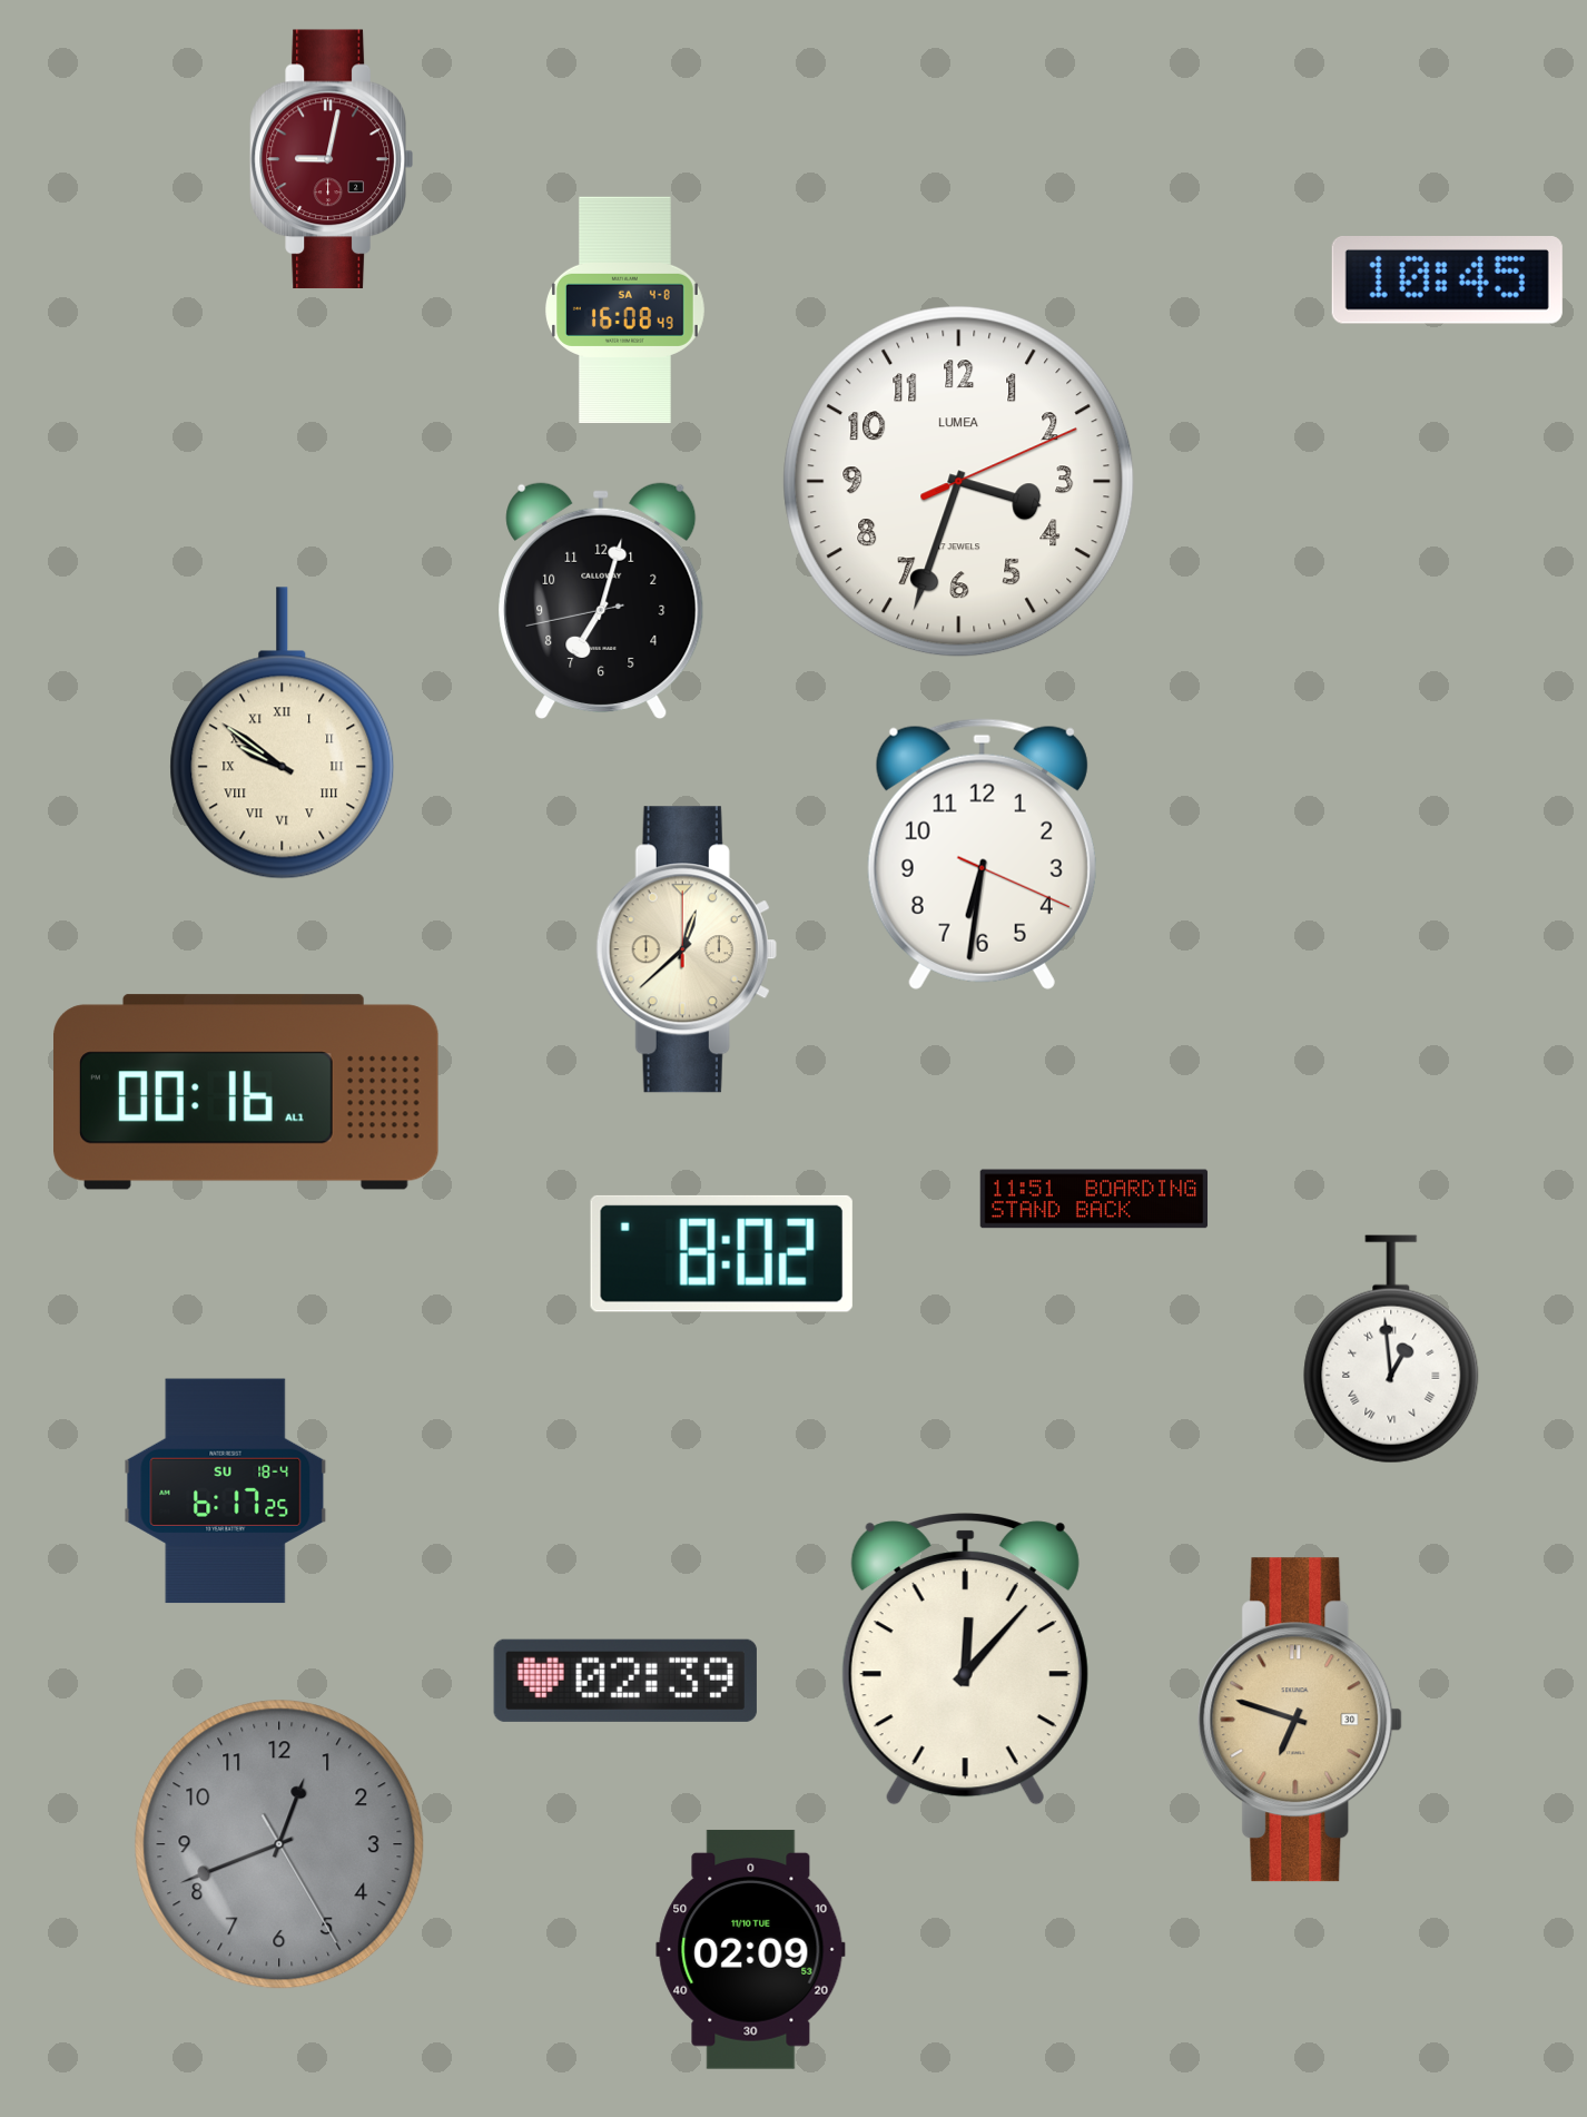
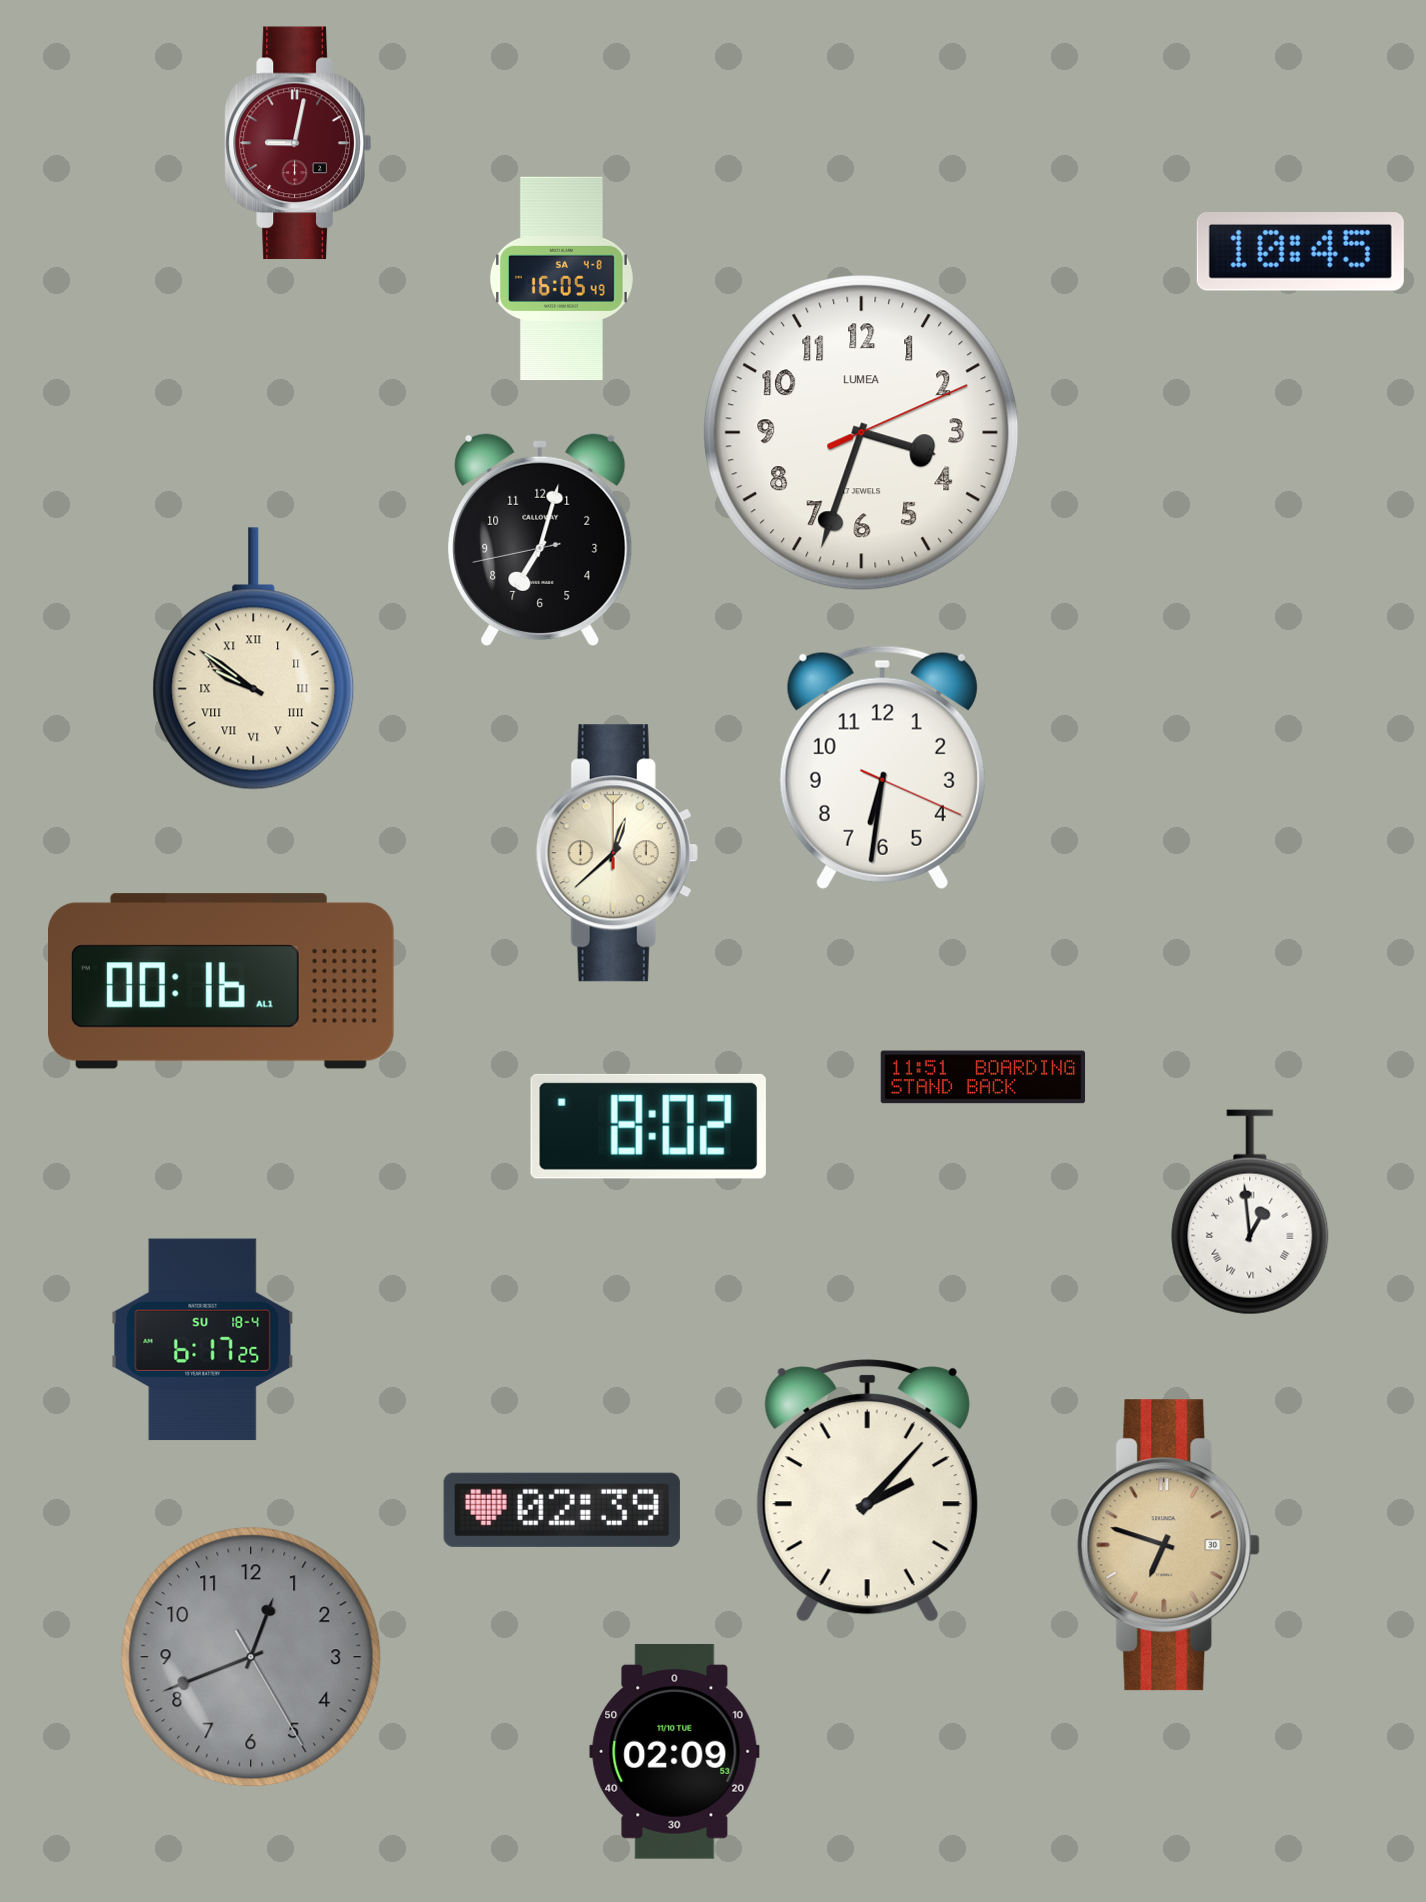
clock at (624, 311): 16:08 -> 16:05
clock at (965, 1660): 12:07 -> 2:07
